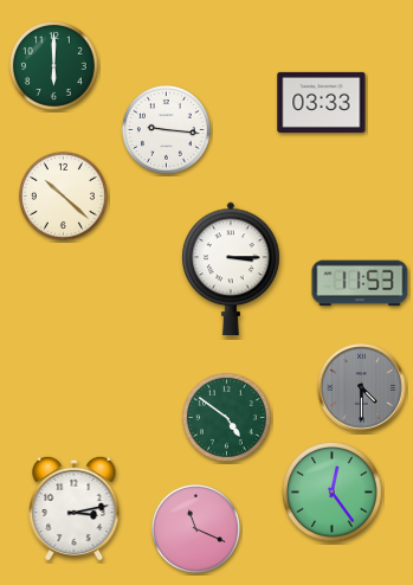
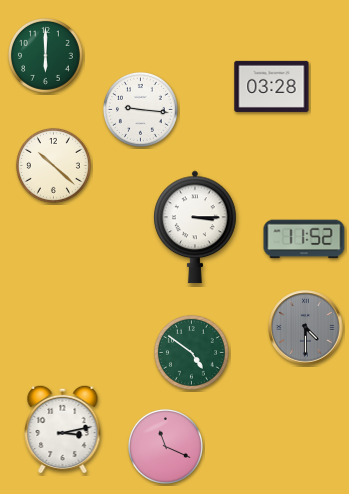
clock at (322, 102): 03:33 -> 03:28
clock at (360, 283): 11:53 -> 11:52
clock at (333, 493): 12:24 -> none
